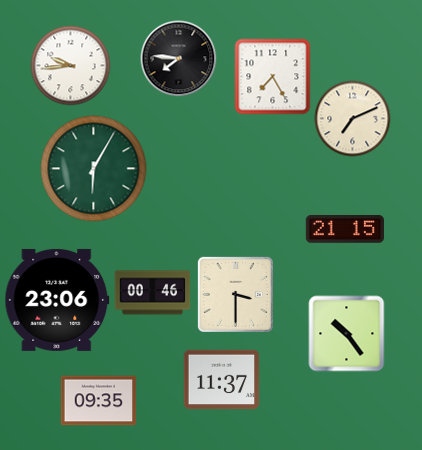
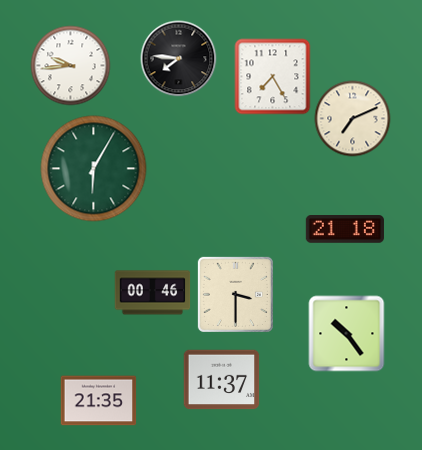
clock at (345, 230): 21:15 -> 21:18
clock at (57, 300): 23:06 -> none
clock at (99, 401): 09:35 -> 21:35
